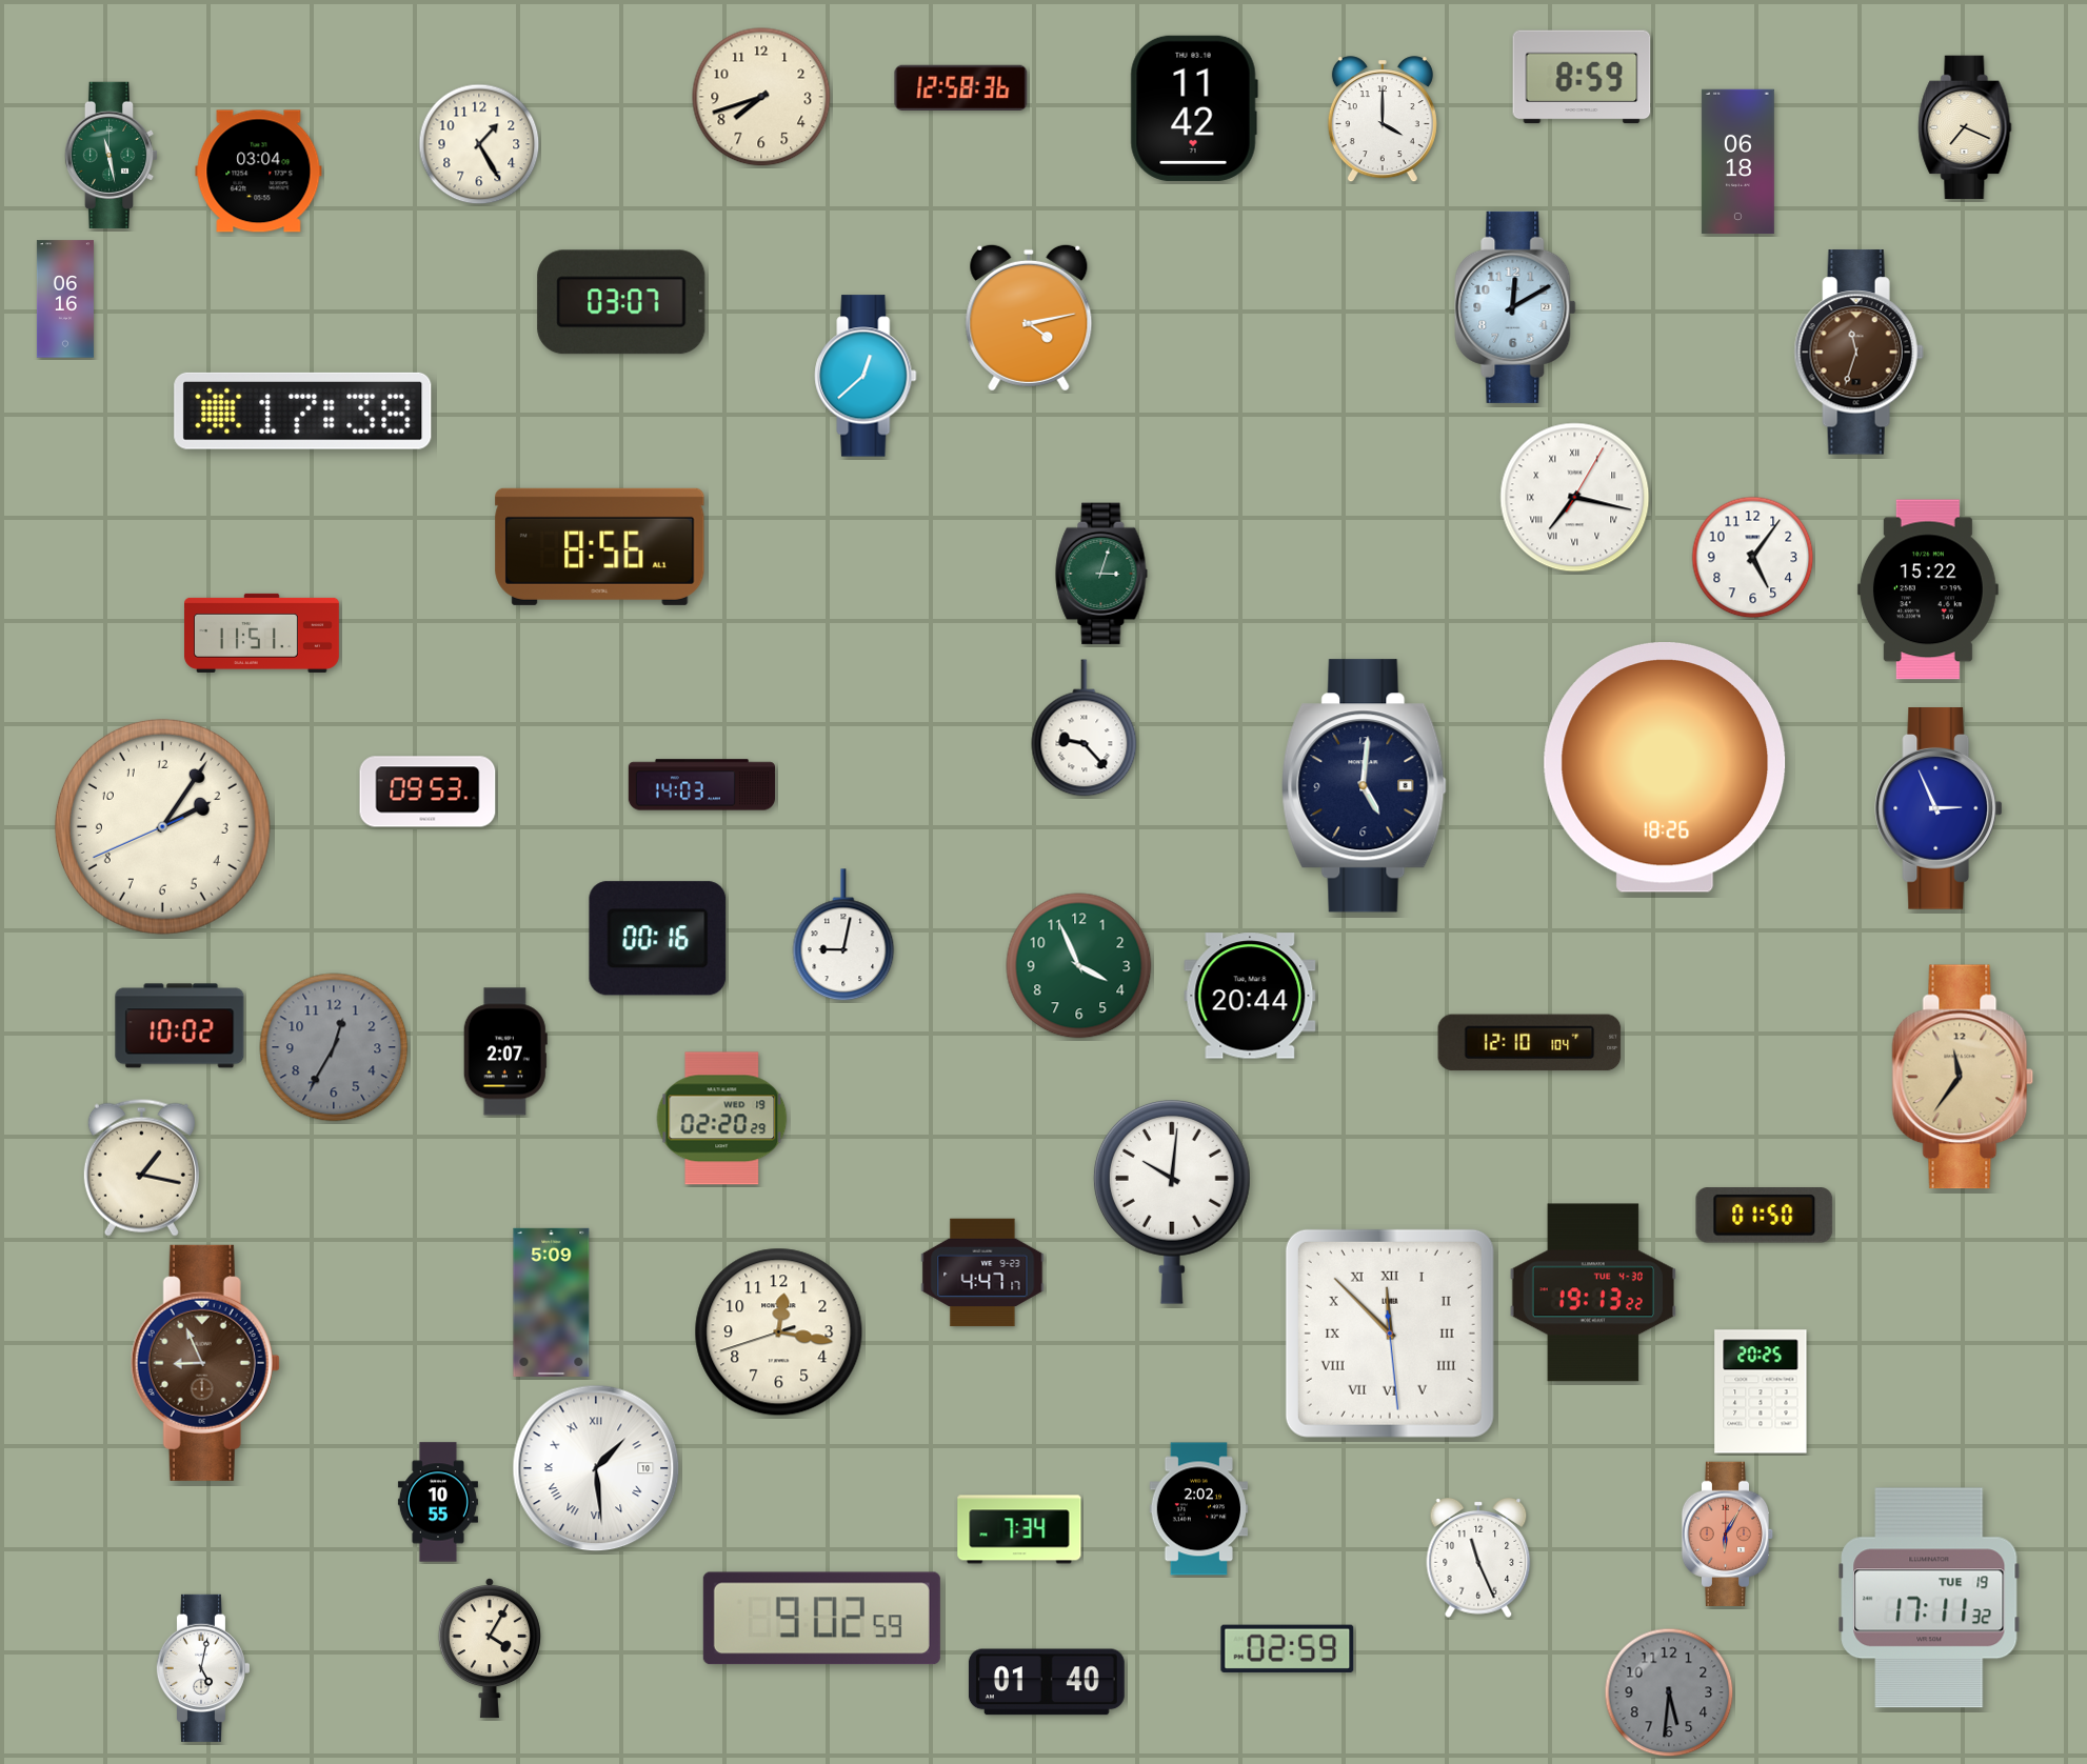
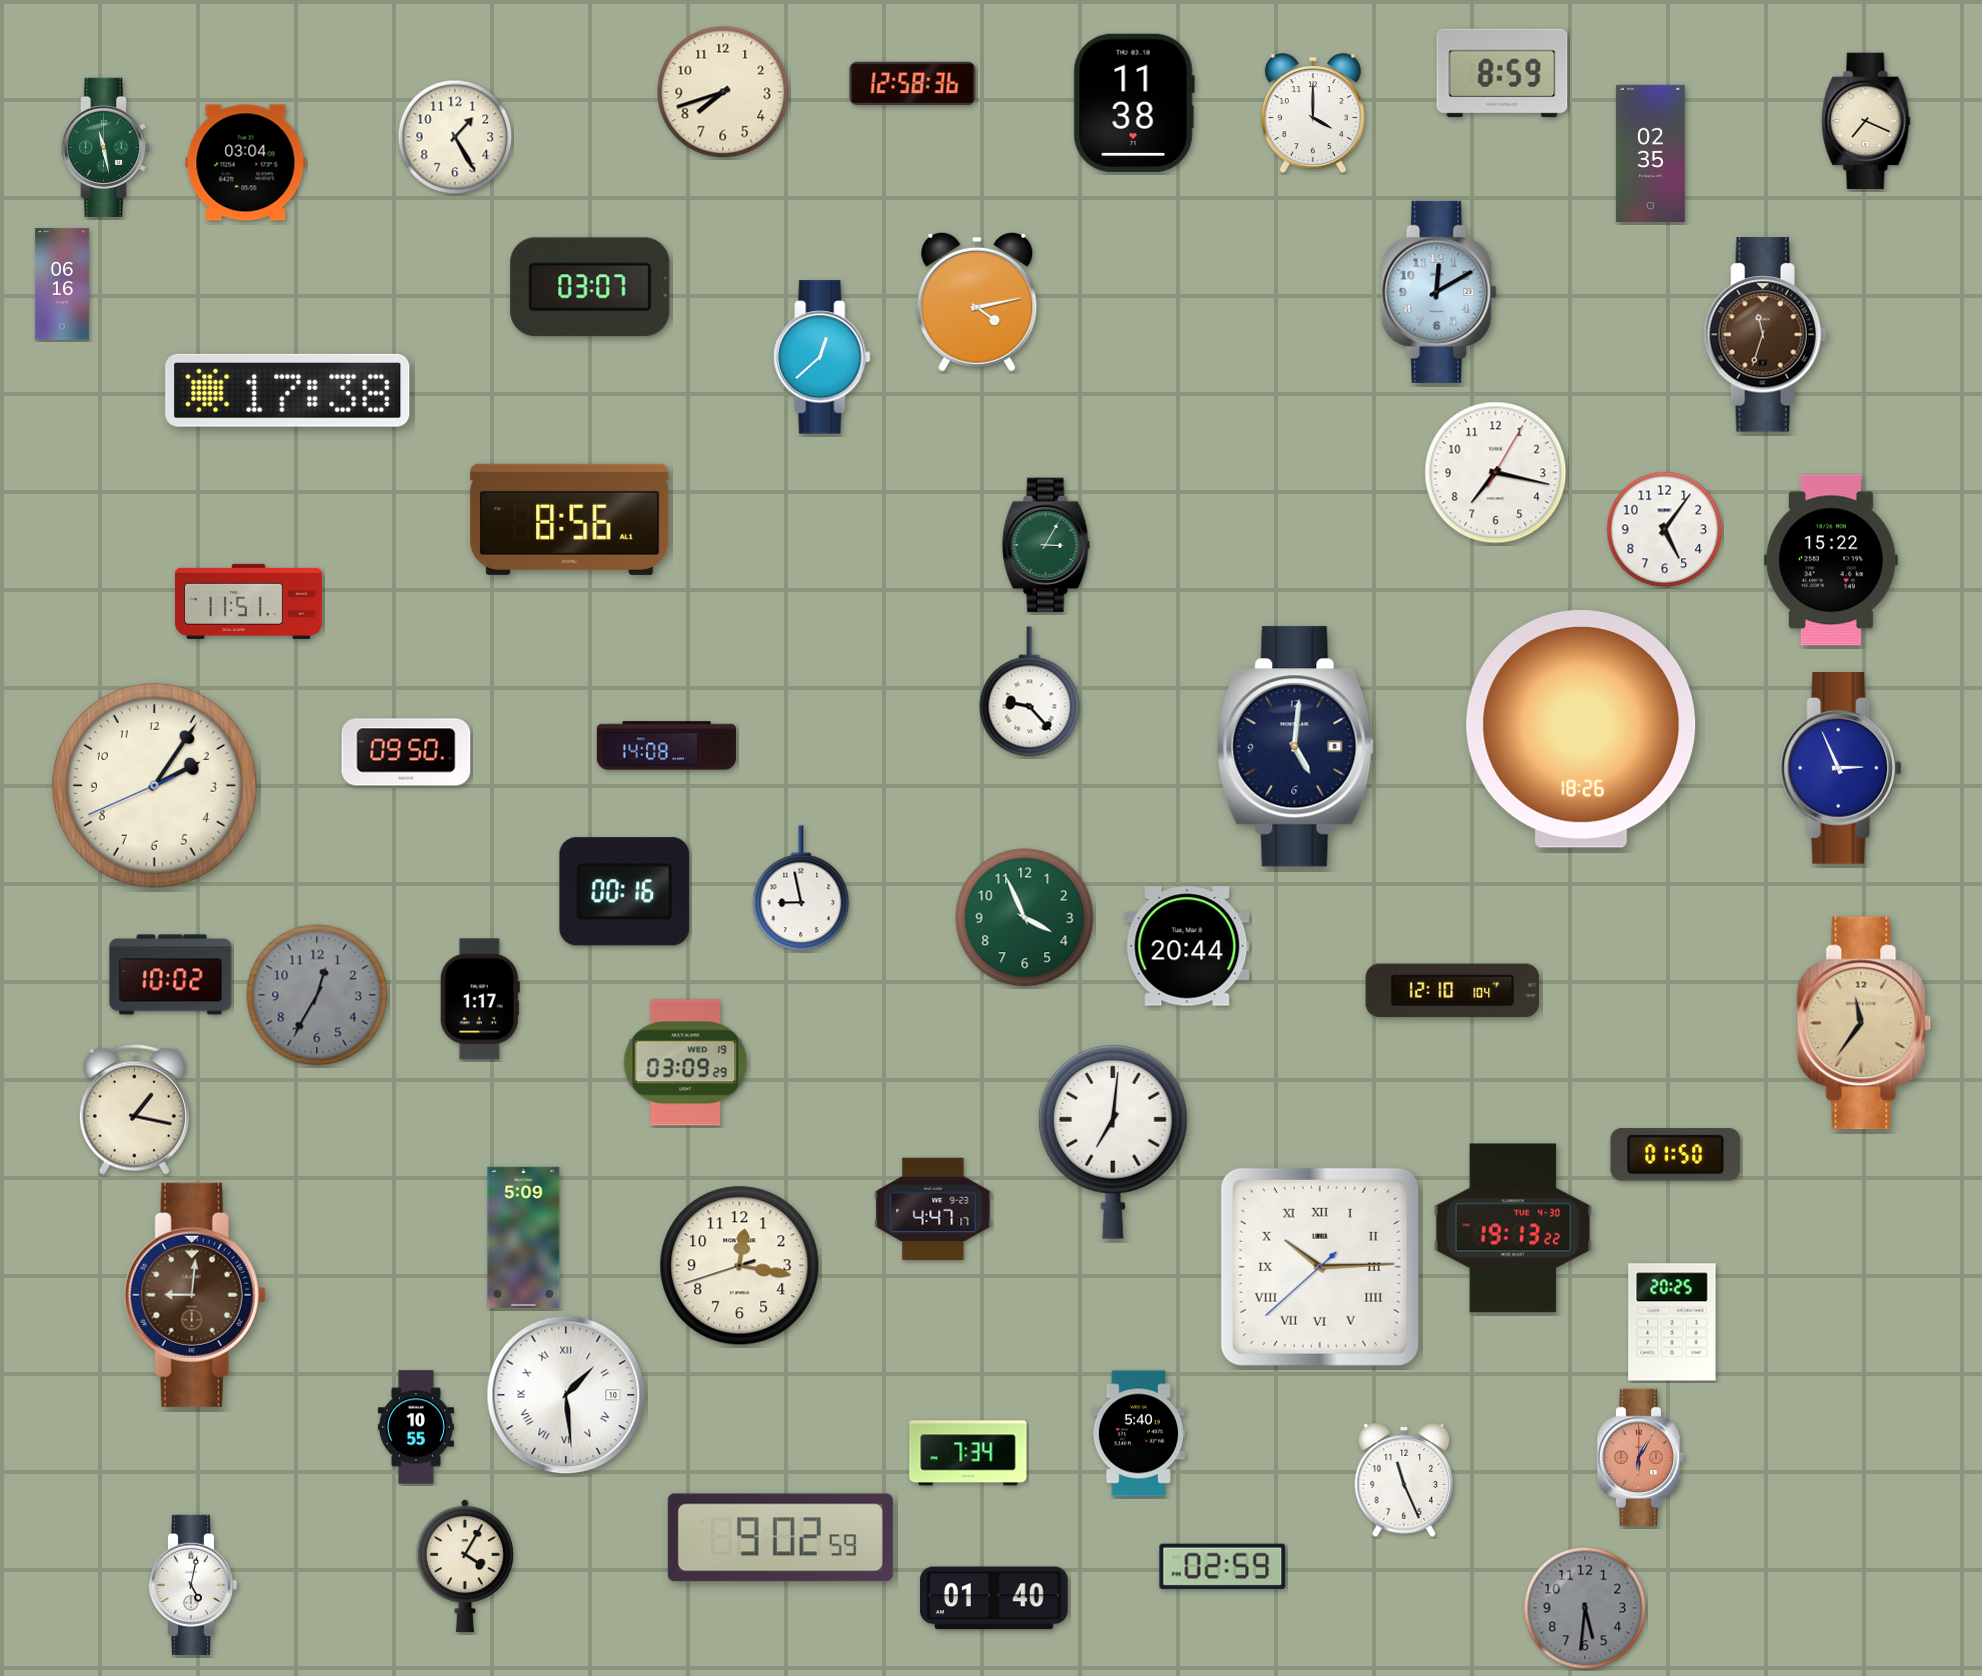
clock at (1194, 108): 11:42 -> 11:38
clock at (1737, 162): 06:18 -> 02:35
clock at (1575, 498) numerals: Roman -> Arabic
clock at (1101, 574): 3:03 -> 3:05
clock at (701, 785): 14:03 -> 14:08
clock at (428, 791): 09:53 -> 09:50
clock at (843, 936): 9:02 -> 8:58
clock at (505, 1051): 2:07 -> 1:17
clock at (722, 1119): 02:20 -> 03:09
clock at (1172, 1202): 10:01 -> 7:01
clock at (1390, 1334): 11:52 -> 10:14
clock at (205, 1363): 8:56 -> 9:01
clock at (1199, 1509): 2:02 -> 5:40
clock at (1929, 1598): 17:11 -> none
